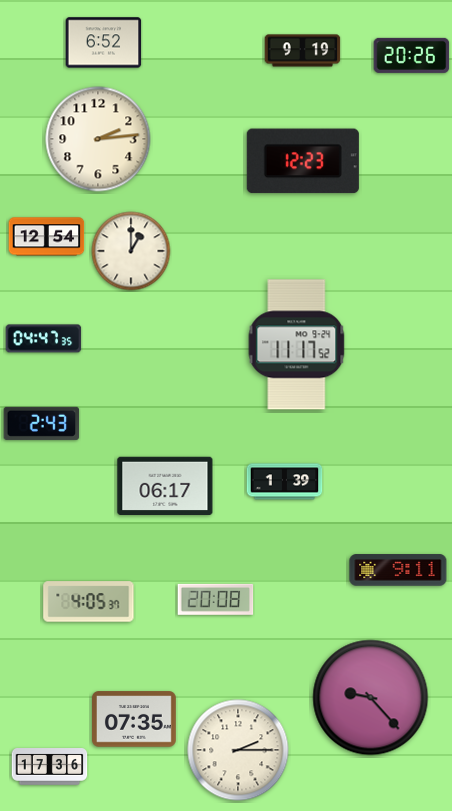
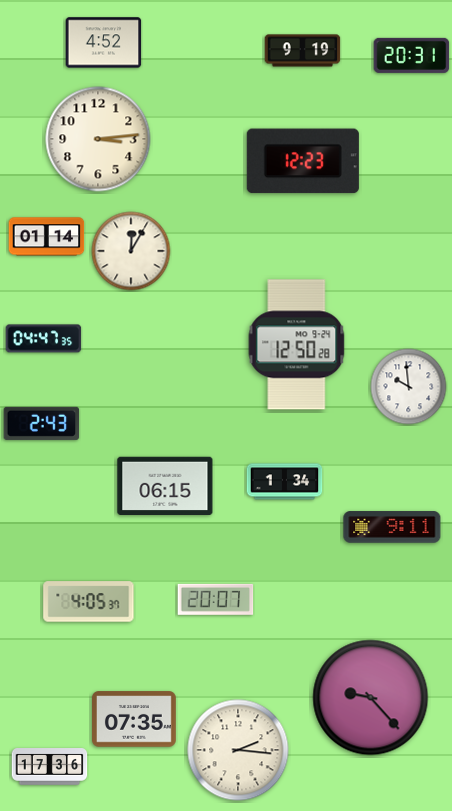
clock at (104, 43): 6:52 -> 4:52
clock at (412, 55): 20:26 -> 20:31
clock at (98, 139): 2:14 -> 3:14
clock at (47, 237): 12:54 -> 01:14
clock at (131, 251): 1:00 -> 12:05
clock at (297, 345): 11:17 -> 12:50
clock at (409, 387): none -> 9:59
clock at (285, 482): 1:39 -> 1:34
clock at (165, 486): 06:17 -> 06:15
clock at (398, 570) position: (398, 570) -> (392, 527)
clock at (216, 599): 20:08 -> 20:07
clock at (238, 750): 2:15 -> 2:16
